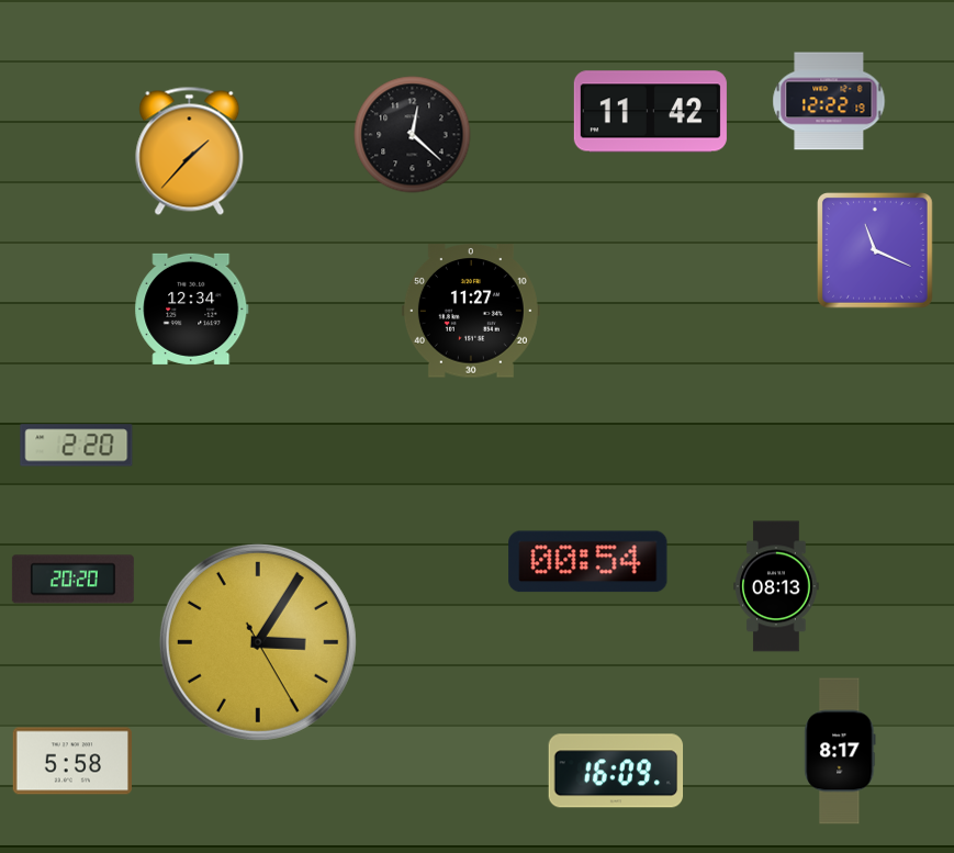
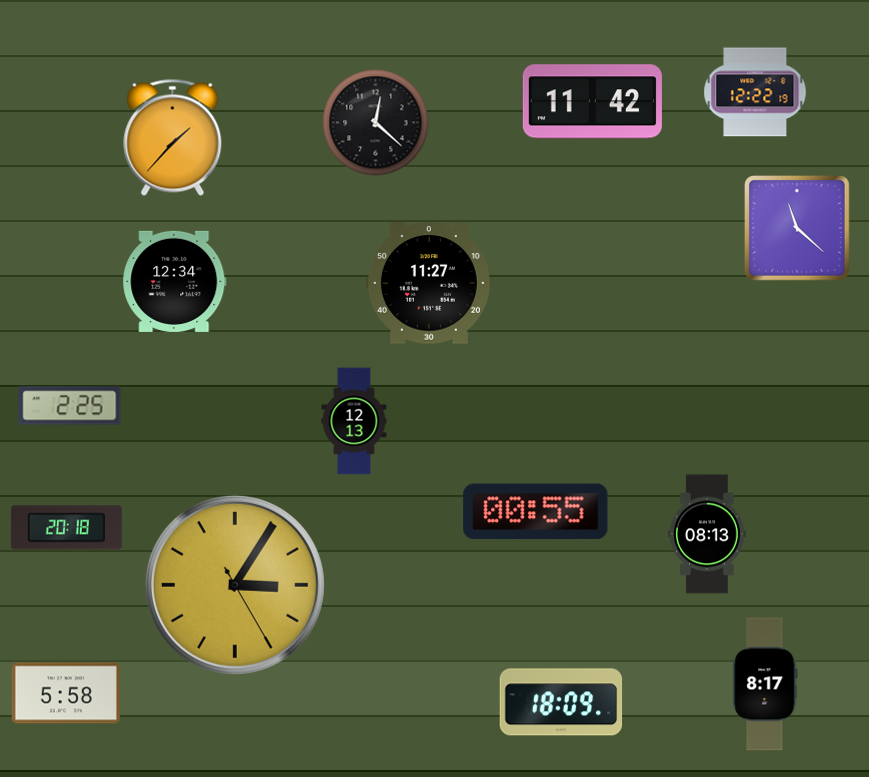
clock at (876, 251): 11:19 -> 11:22
clock at (77, 446): 2:20 -> 2:25
clock at (354, 421): none -> 12:13
clock at (588, 562): 00:54 -> 00:55
clock at (72, 580): 20:20 -> 20:18
clock at (616, 771): 16:09 -> 18:09
